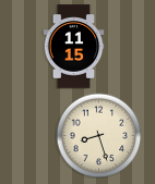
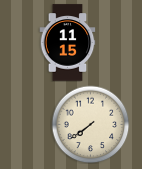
clock at (98, 135): 8:27 -> 7:39
